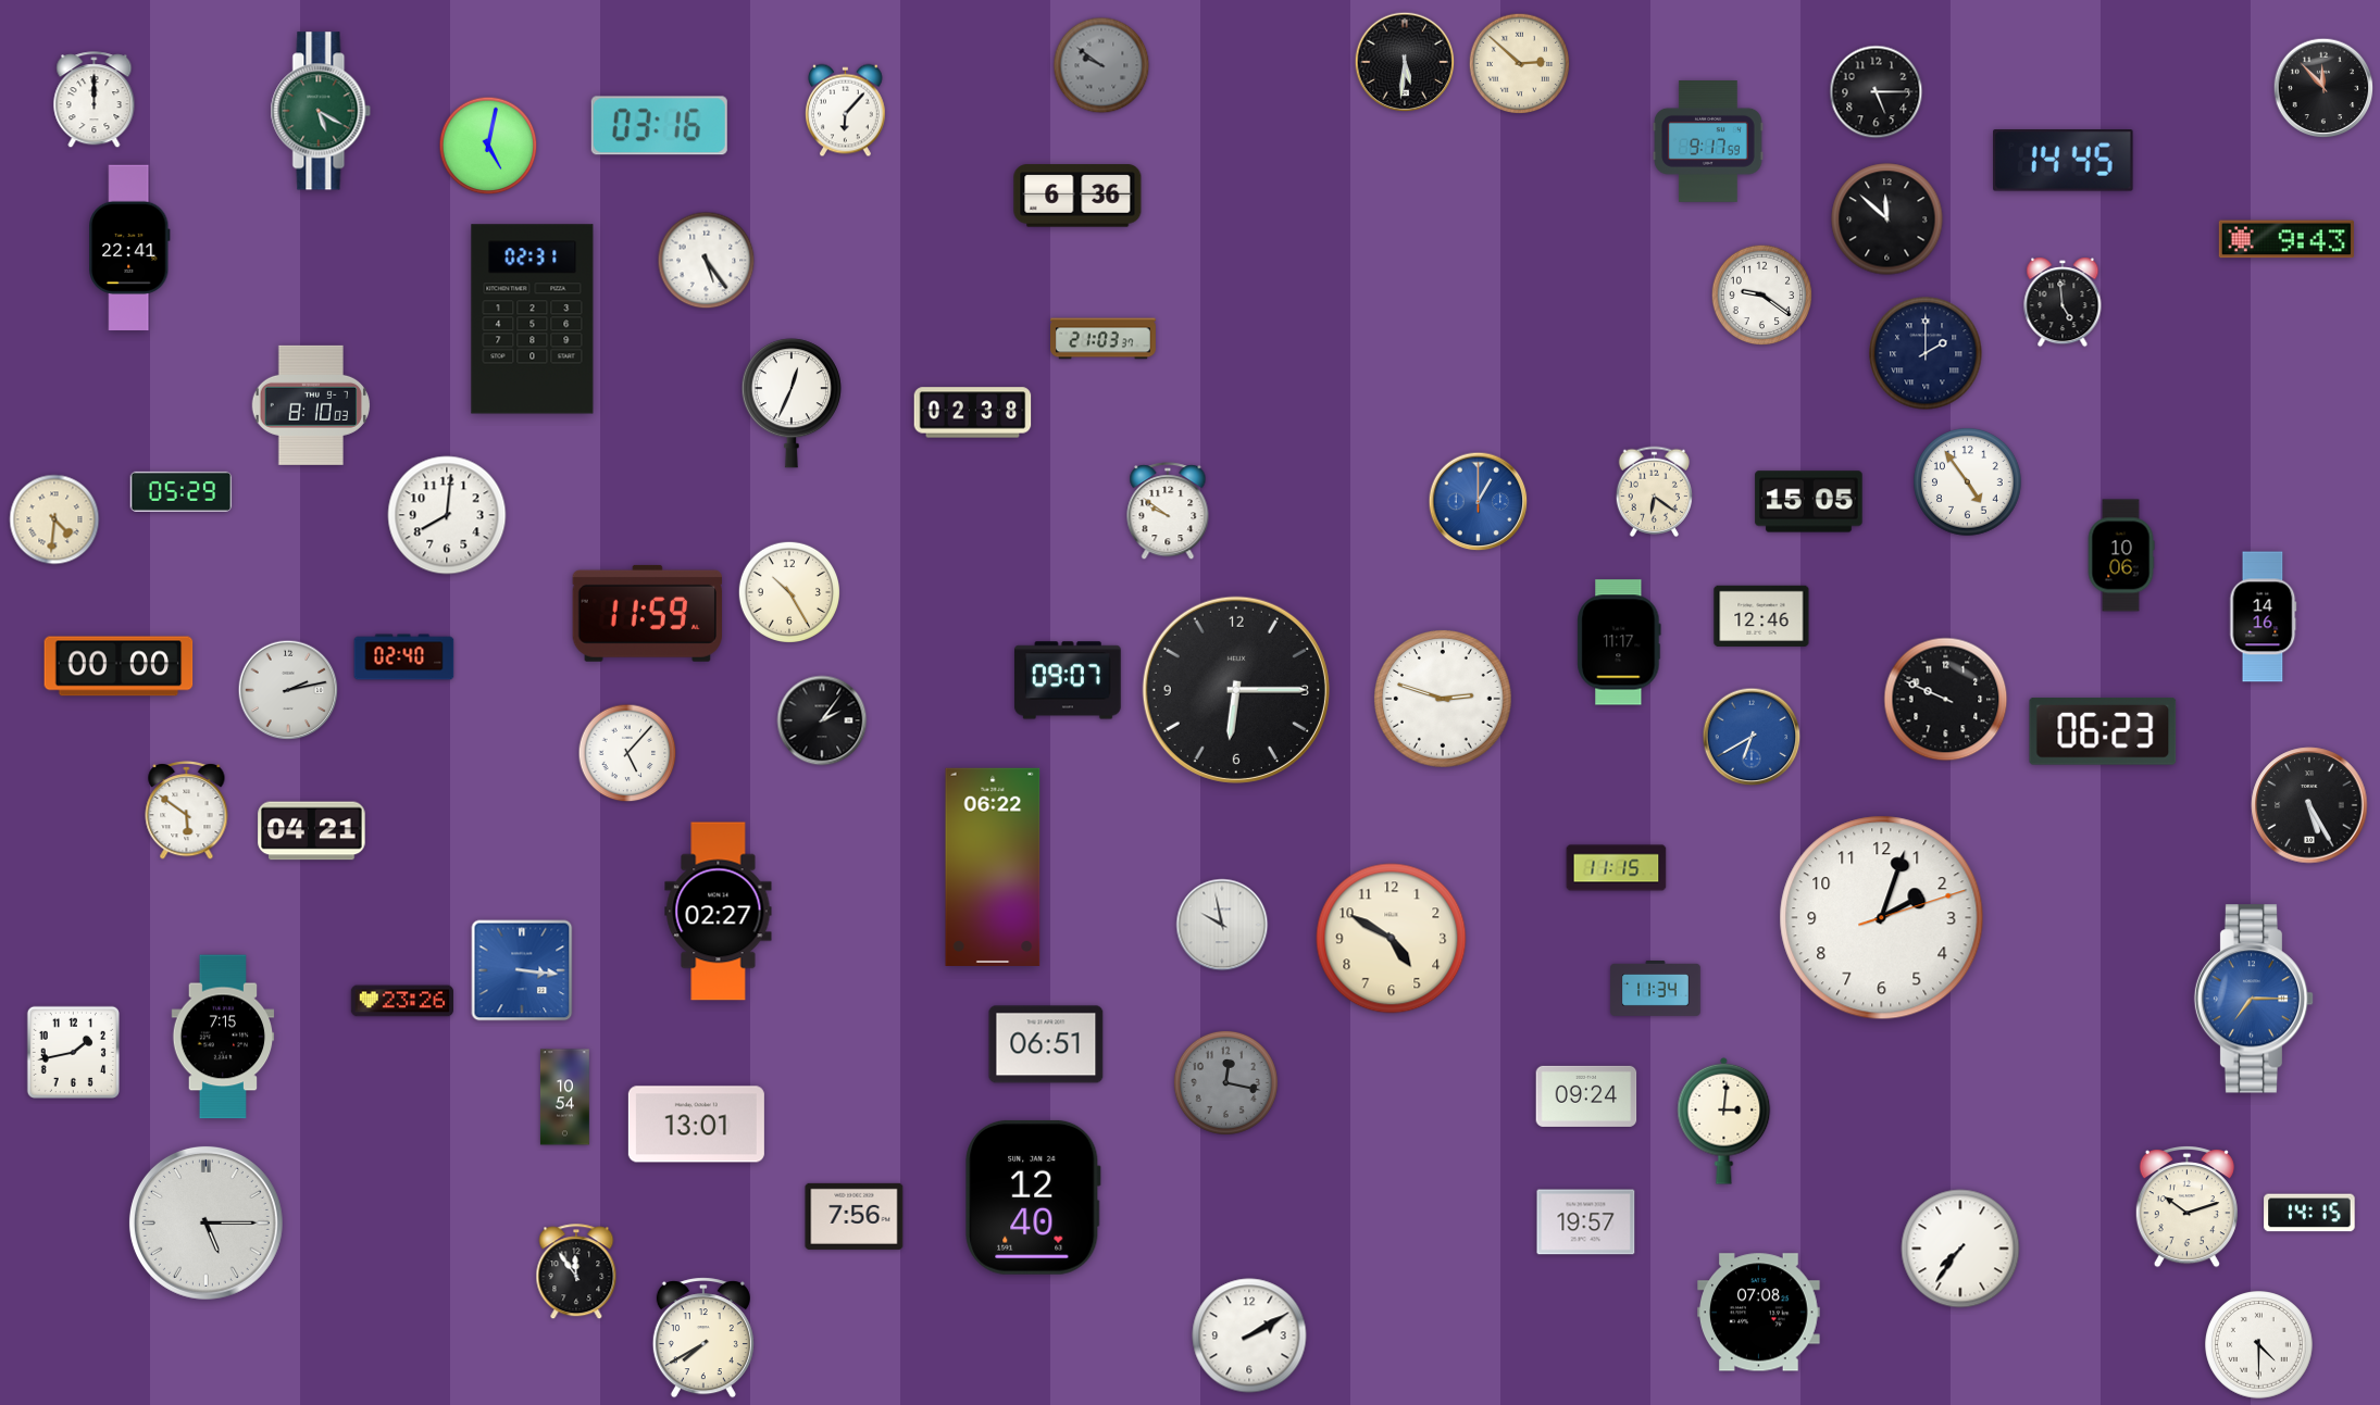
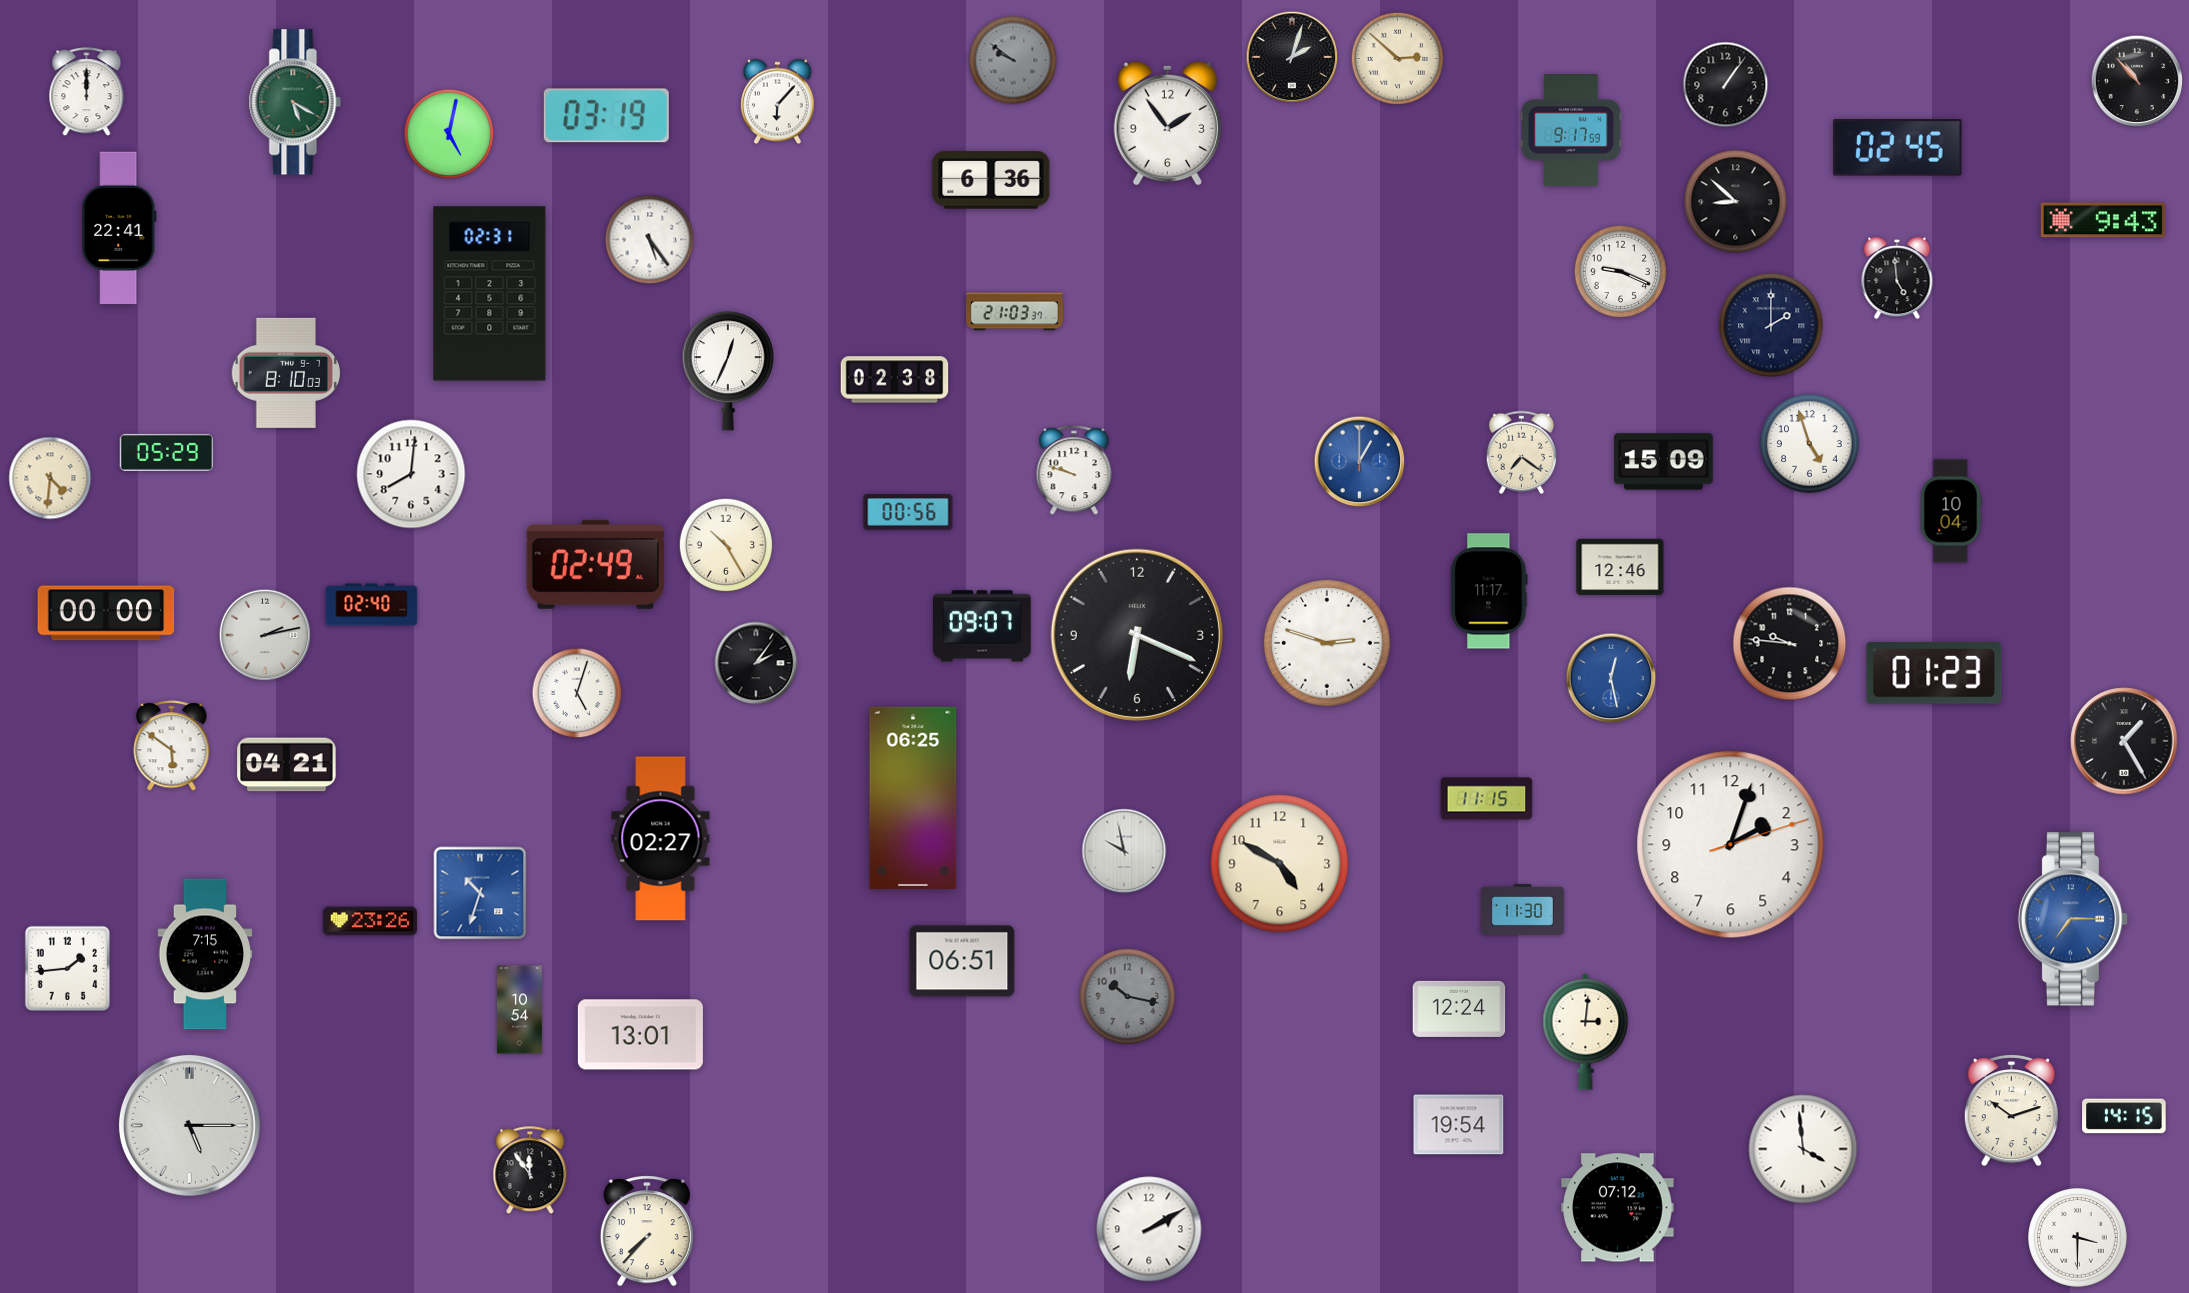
clock at (1405, 62): 5:31 -> 2:03
clock at (2323, 88): 11:53 -> 10:53
clock at (1877, 92): 5:15 -> 1:06
clock at (659, 126): 03:16 -> 03:19
clock at (1167, 123): none -> 1:54
clock at (2064, 161): 14:45 -> 02:45
clock at (1887, 219): 11:52 -> 8:52
clock at (1762, 296): 9:21 -> 9:19
clock at (1968, 482): 4:54 -> 4:57
clock at (1655, 491): 6:21 -> 7:21
clock at (1809, 502): 15:05 -> 15:09
clock at (1168, 512): 9:51 -> 9:48
clock at (2121, 555): 10:06 -> 10:04
clock at (908, 512): none -> 00:56
clock at (647, 613): 11:59 -> 02:49
clock at (2264, 617): 14:16 -> none
clock at (119, 666) position: (119, 666) -> (106, 613)
clock at (1236, 690): 6:15 -> 6:19
clock at (1946, 700): 9:49 -> 9:46
clock at (2103, 731): 06:23 -> 01:23
clock at (1752, 737): 6:40 -> 12:28
clock at (627, 753): 5:07 -> 5:03
clock at (2309, 805): 5:25 -> 1:25
clock at (993, 867): 06:22 -> 06:25
clock at (522, 970): 3:16 -> 10:33
clock at (1656, 989): 11:34 -> 11:30
clock at (73, 1052): 1:43 -> 1:44
clock at (1225, 1082): 12:17 -> 10:17
clock at (1586, 1096): 09:24 -> 12:24
clock at (1033, 1197): 12:40 -> none
clock at (855, 1216): 7:56 -> none
clock at (1586, 1222): 19:57 -> 19:54
clock at (1960, 1249): 7:36 -> 3:59
clock at (1759, 1313): 07:08 -> 07:12
clock at (703, 1338): 7:40 -> 7:37
clock at (2259, 1345): 4:30 -> 3:30
